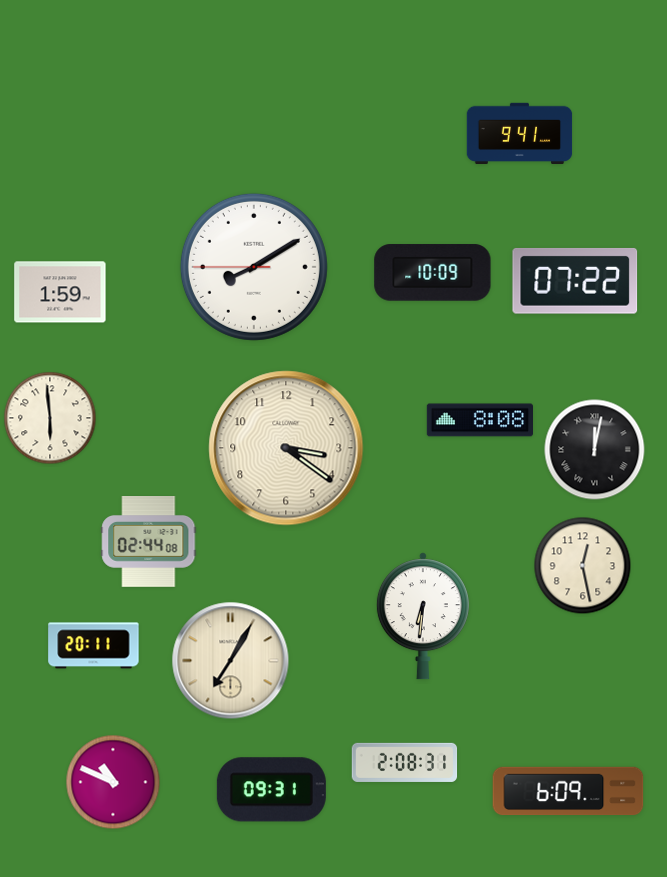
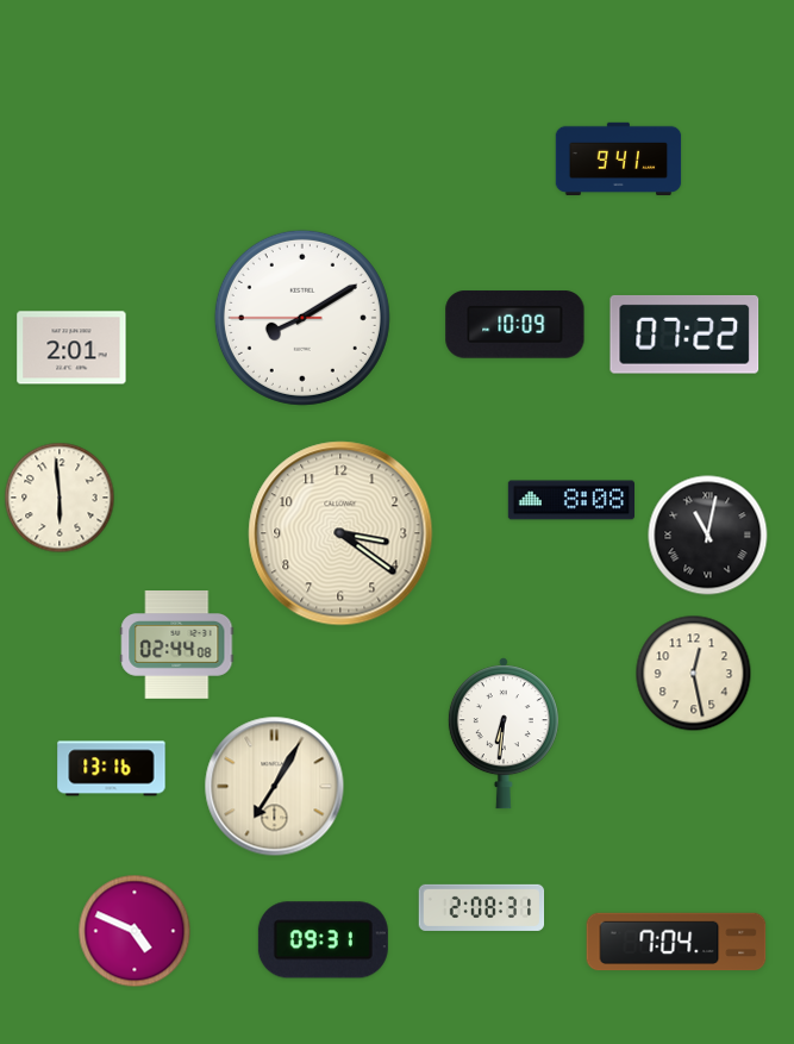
clock at (60, 292): 1:59 -> 2:01
clock at (595, 450): 12:02 -> 11:02
clock at (94, 646): 20:11 -> 13:16
clock at (113, 782): 10:49 -> 4:49
clock at (568, 791): 6:09 -> 7:04
